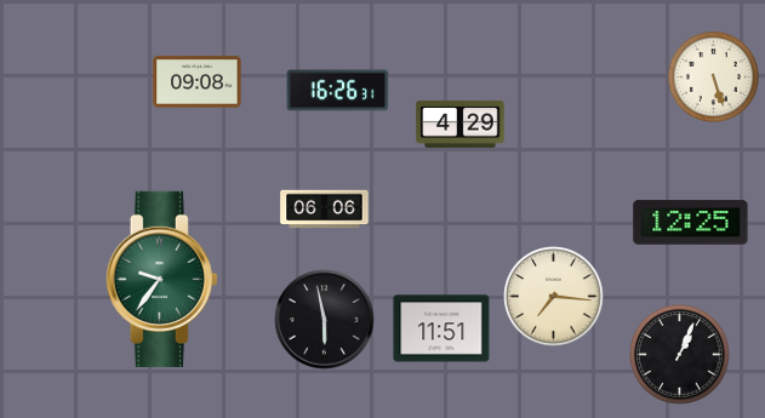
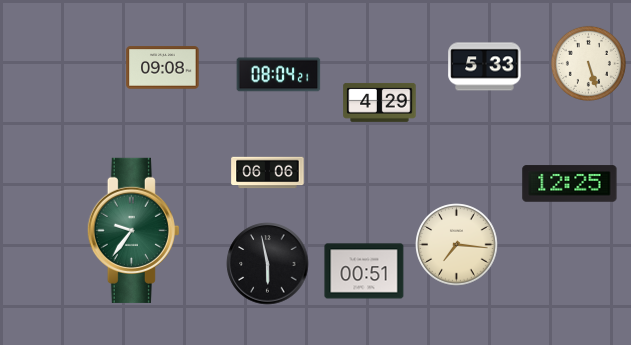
clock at (485, 67): none -> 5:33
clock at (338, 91): 16:26 -> 08:04
clock at (441, 328): 11:51 -> 00:51
clock at (680, 355): 1:04 -> none
